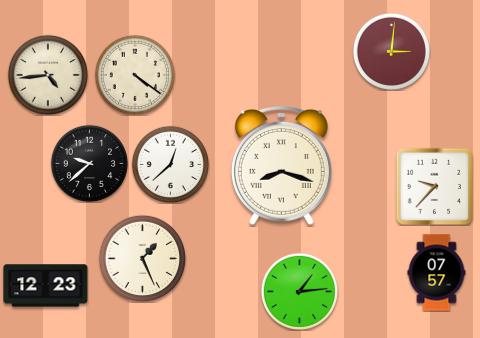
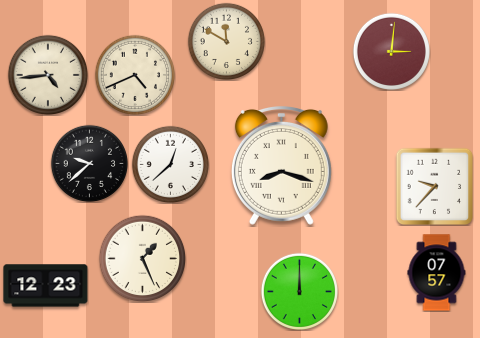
clock at (226, 41): none -> 11:50
clock at (134, 74): 4:21 -> 4:41
clock at (299, 291): 1:14 -> 12:00
